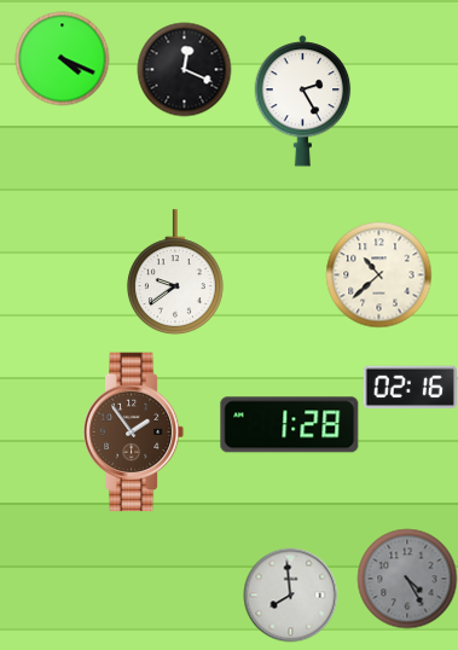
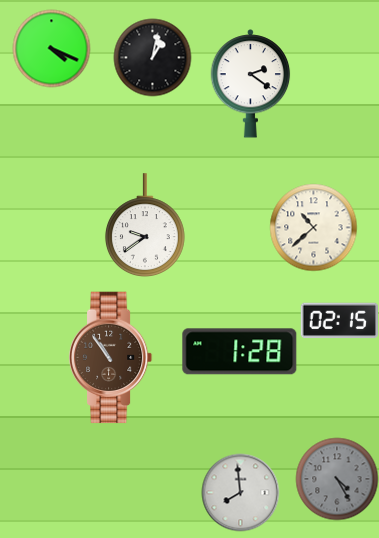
clock at (184, 69): 12:19 -> 1:02
clock at (303, 101): 2:25 -> 2:21
clock at (410, 388): 02:16 -> 02:15
clock at (134, 433): 1:54 -> 10:54
